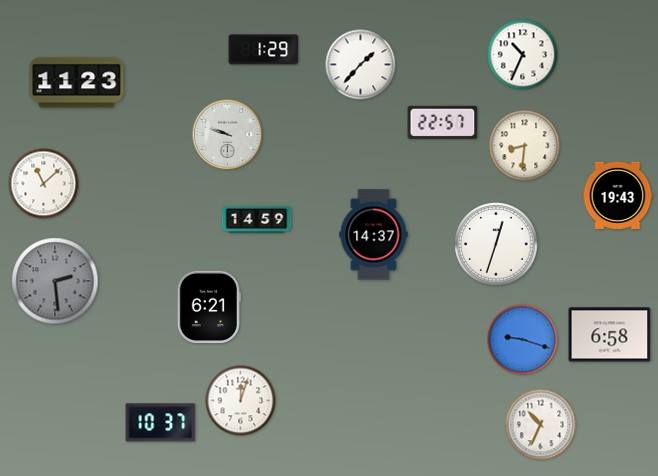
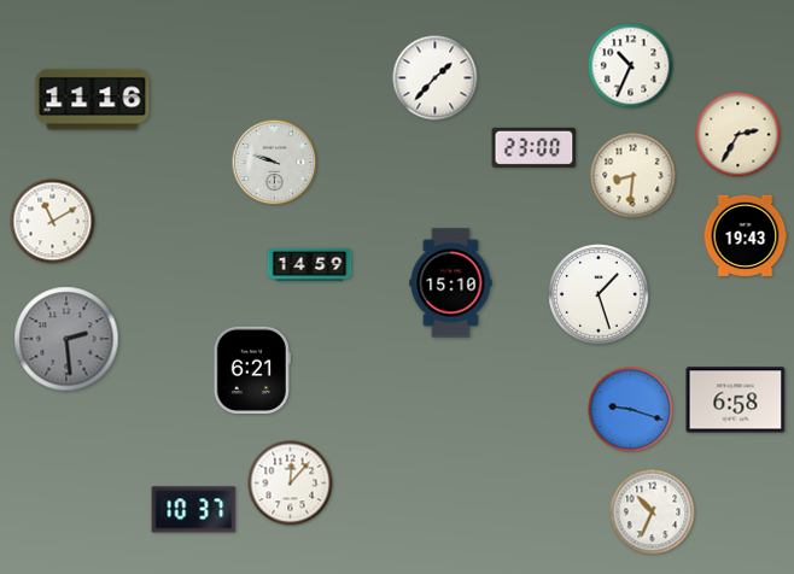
clock at (264, 50): 1:29 -> none
clock at (77, 83): 11:23 -> 11:16
clock at (738, 135): none -> 2:35
clock at (443, 122): 22:57 -> 23:00
clock at (44, 184): 11:08 -> 11:10
clock at (374, 235): 14:37 -> 15:10
clock at (496, 244): 12:33 -> 1:27
clock at (610, 335) position: (610, 335) -> (736, 400)
clock at (241, 401): 12:03 -> 12:07
